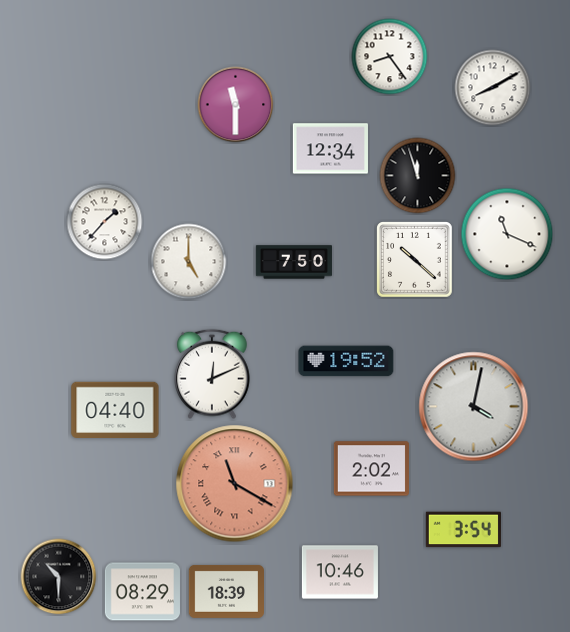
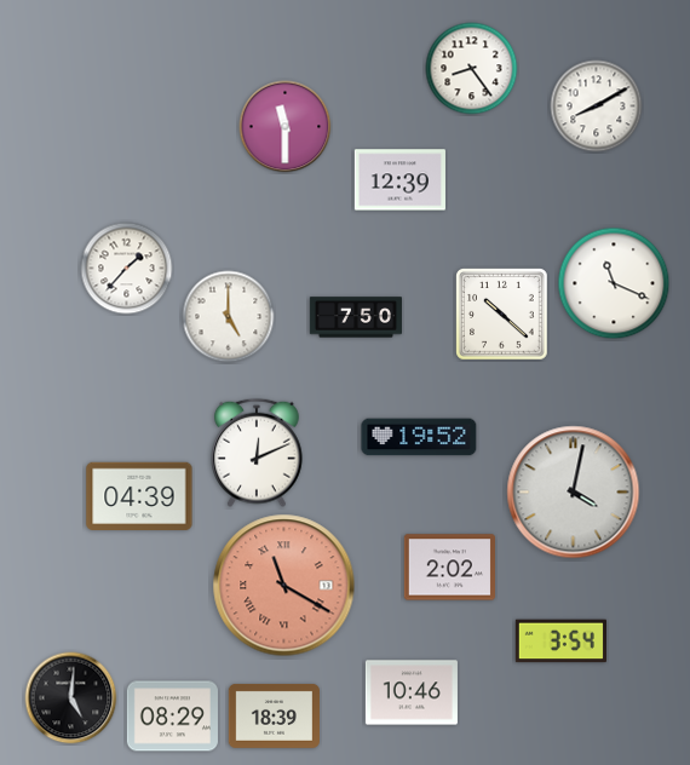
clock at (330, 149): 12:34 -> 12:39
clock at (418, 176): 11:57 -> none
clock at (115, 409): 04:40 -> 04:39
clock at (59, 577): 10:30 -> 5:01
